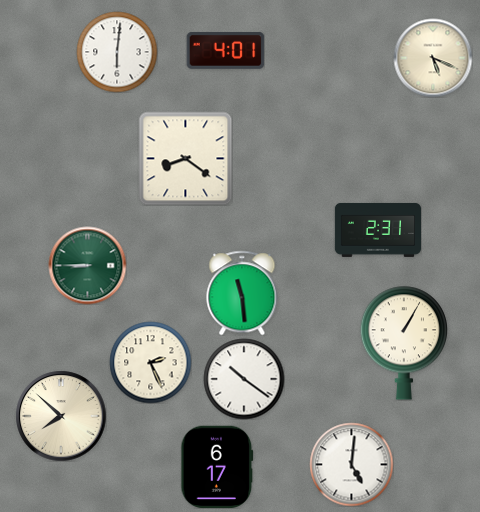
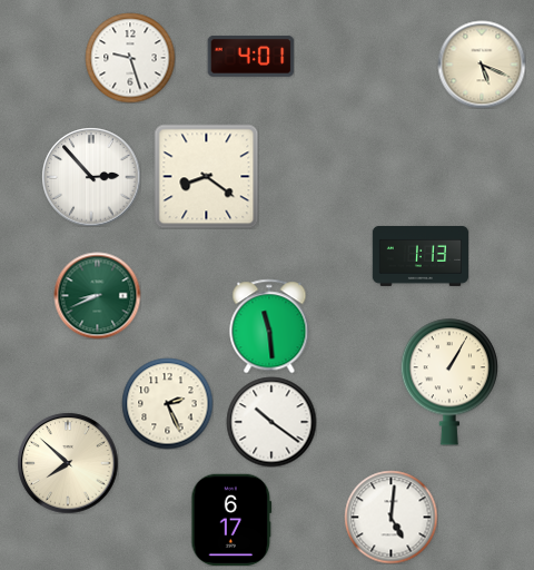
clock at (117, 52): 6:01 -> 9:27
clock at (91, 177): none -> 2:53
clock at (377, 230): 2:31 -> 1:13
clock at (87, 265): 8:45 -> 8:41
clock at (217, 467) position: (217, 467) -> (231, 520)
